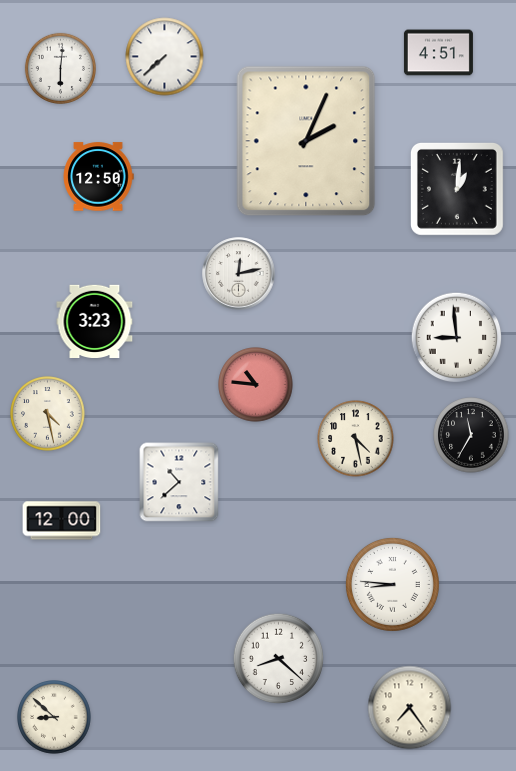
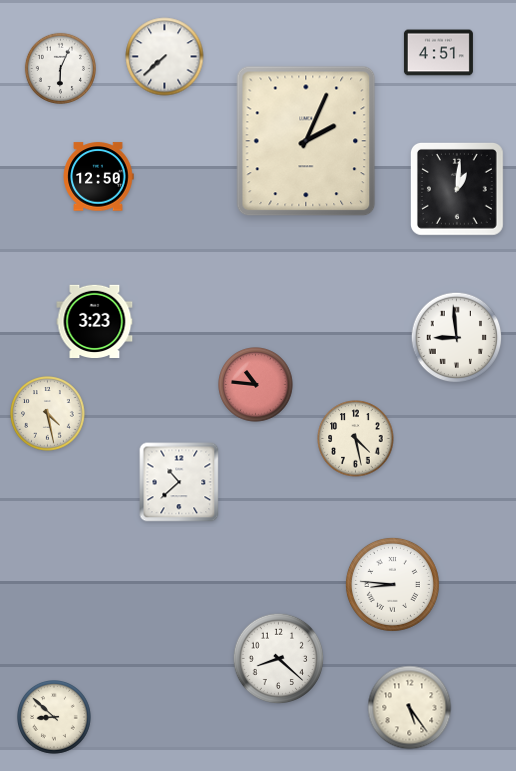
clock at (60, 68): 6:01 -> 6:04
clock at (239, 274): 12:13 -> none
clock at (471, 435): 11:35 -> none
clock at (62, 521): 12:00 -> none
clock at (410, 708): 7:24 -> 5:24
